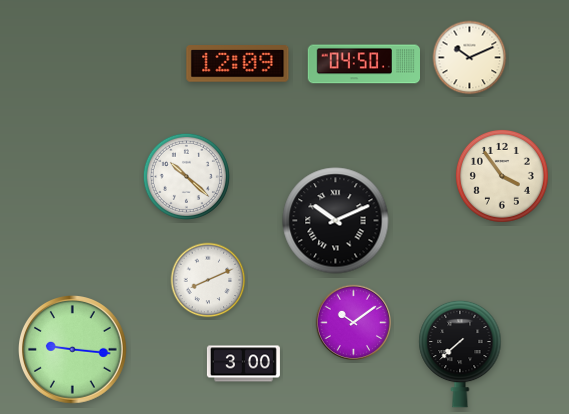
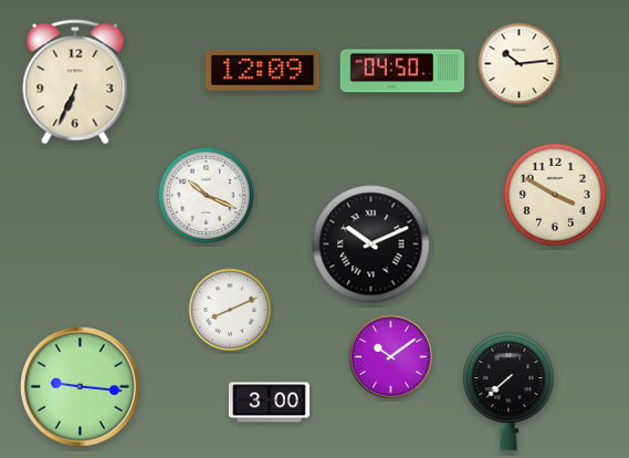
clock at (470, 58): 10:11 -> 10:14
clock at (75, 82): none -> 6:34
clock at (186, 176): 10:22 -> 10:19
clock at (502, 176): 3:54 -> 3:50
